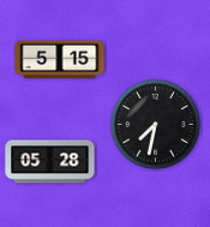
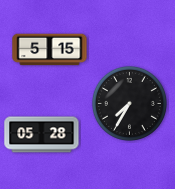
clock at (155, 124): 7:32 -> 7:35
